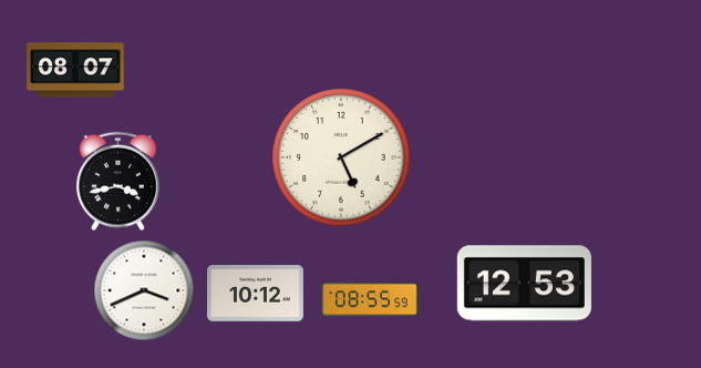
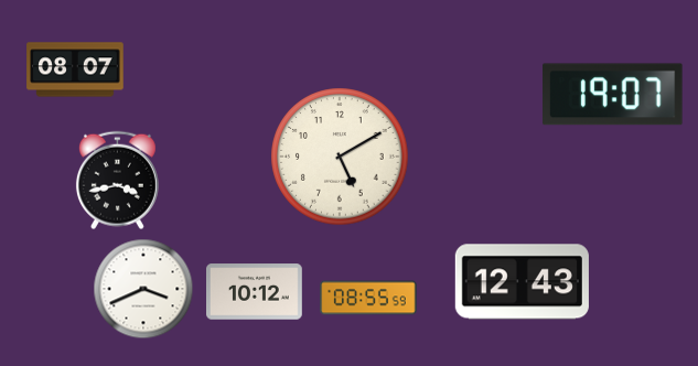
clock at (613, 95): none -> 19:07
clock at (524, 284): 12:53 -> 12:43
